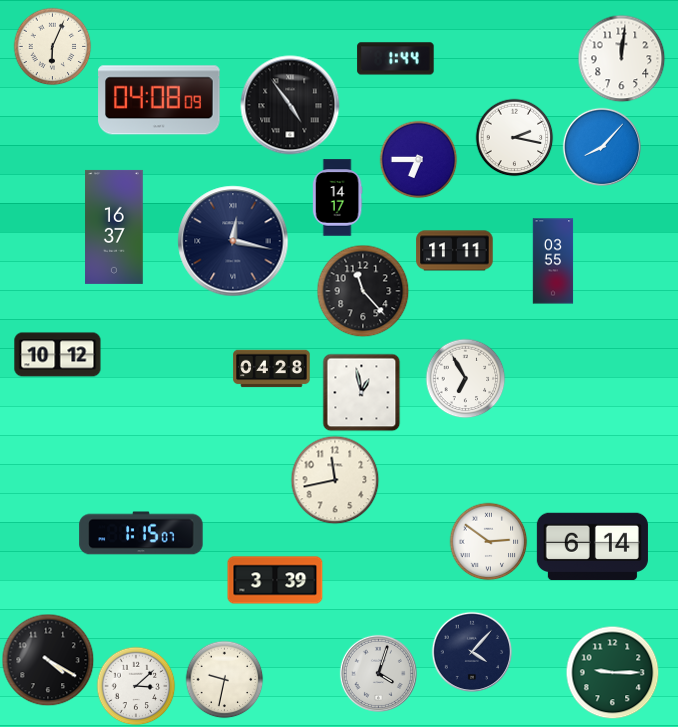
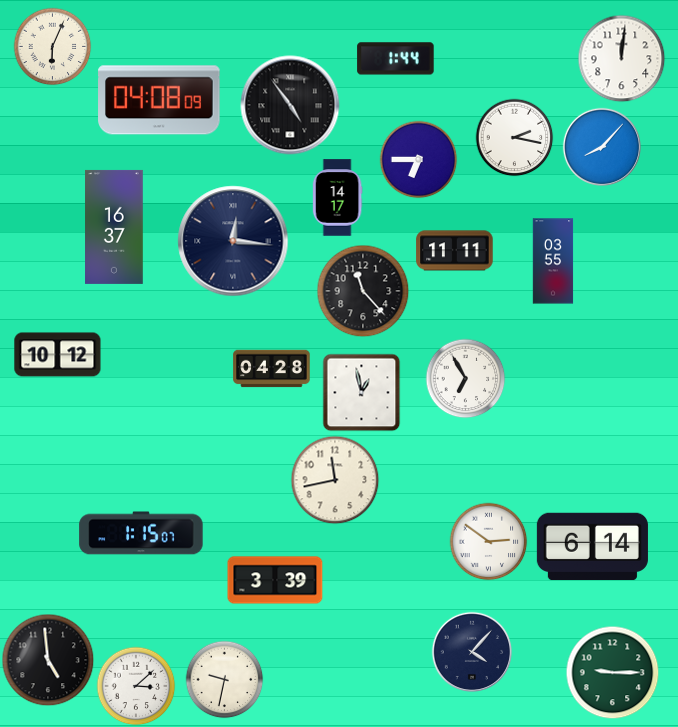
clock at (233, 241): 12:17 -> 12:16
clock at (48, 660): 4:20 -> 4:59
clock at (378, 673): 4:03 -> none
